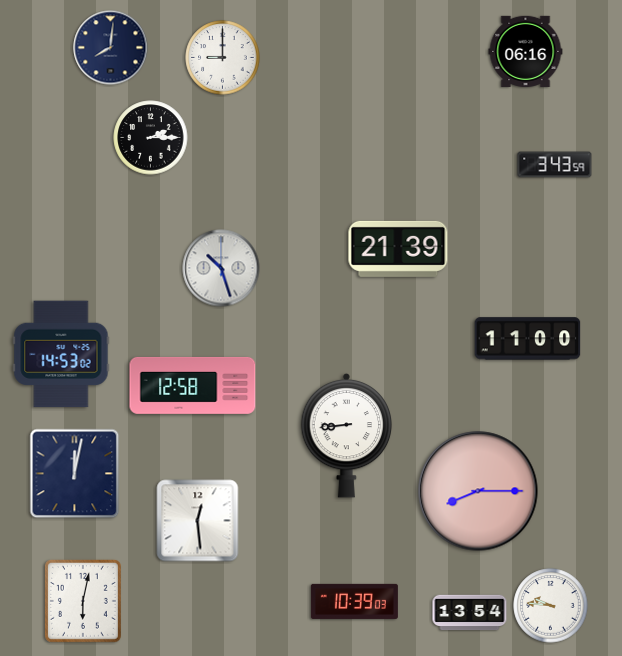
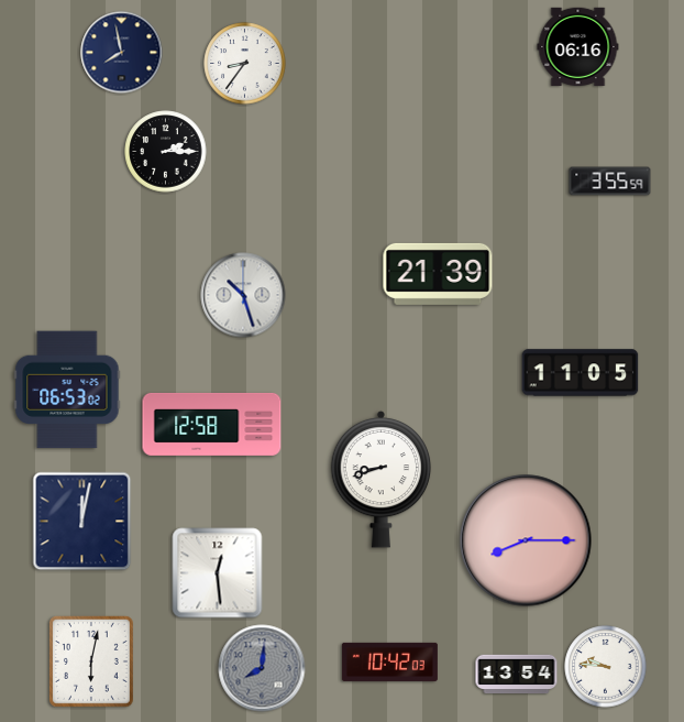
clock at (111, 48): 8:01 -> 7:58
clock at (526, 51) position: (526, 51) -> (578, 46)
clock at (223, 58): 9:00 -> 8:36
clock at (555, 165): 3:43 -> 3:55
clock at (528, 339): 11:00 -> 11:05
clock at (61, 354): 14:53 -> 06:53
clock at (347, 435): 8:44 -> 8:42
clock at (354, 601): 10:39 -> 10:42
clock at (262, 668): none -> 8:01
